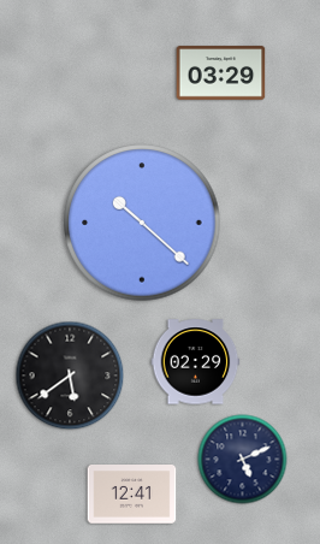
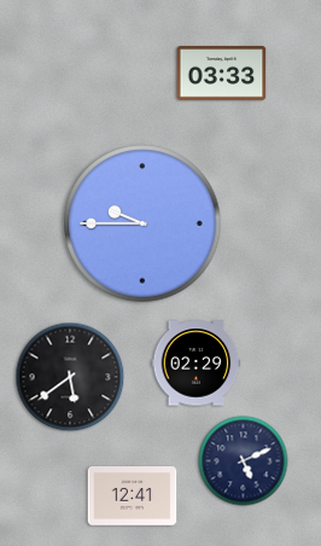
clock at (221, 73): 03:29 -> 03:33
clock at (142, 223): 10:22 -> 9:45
